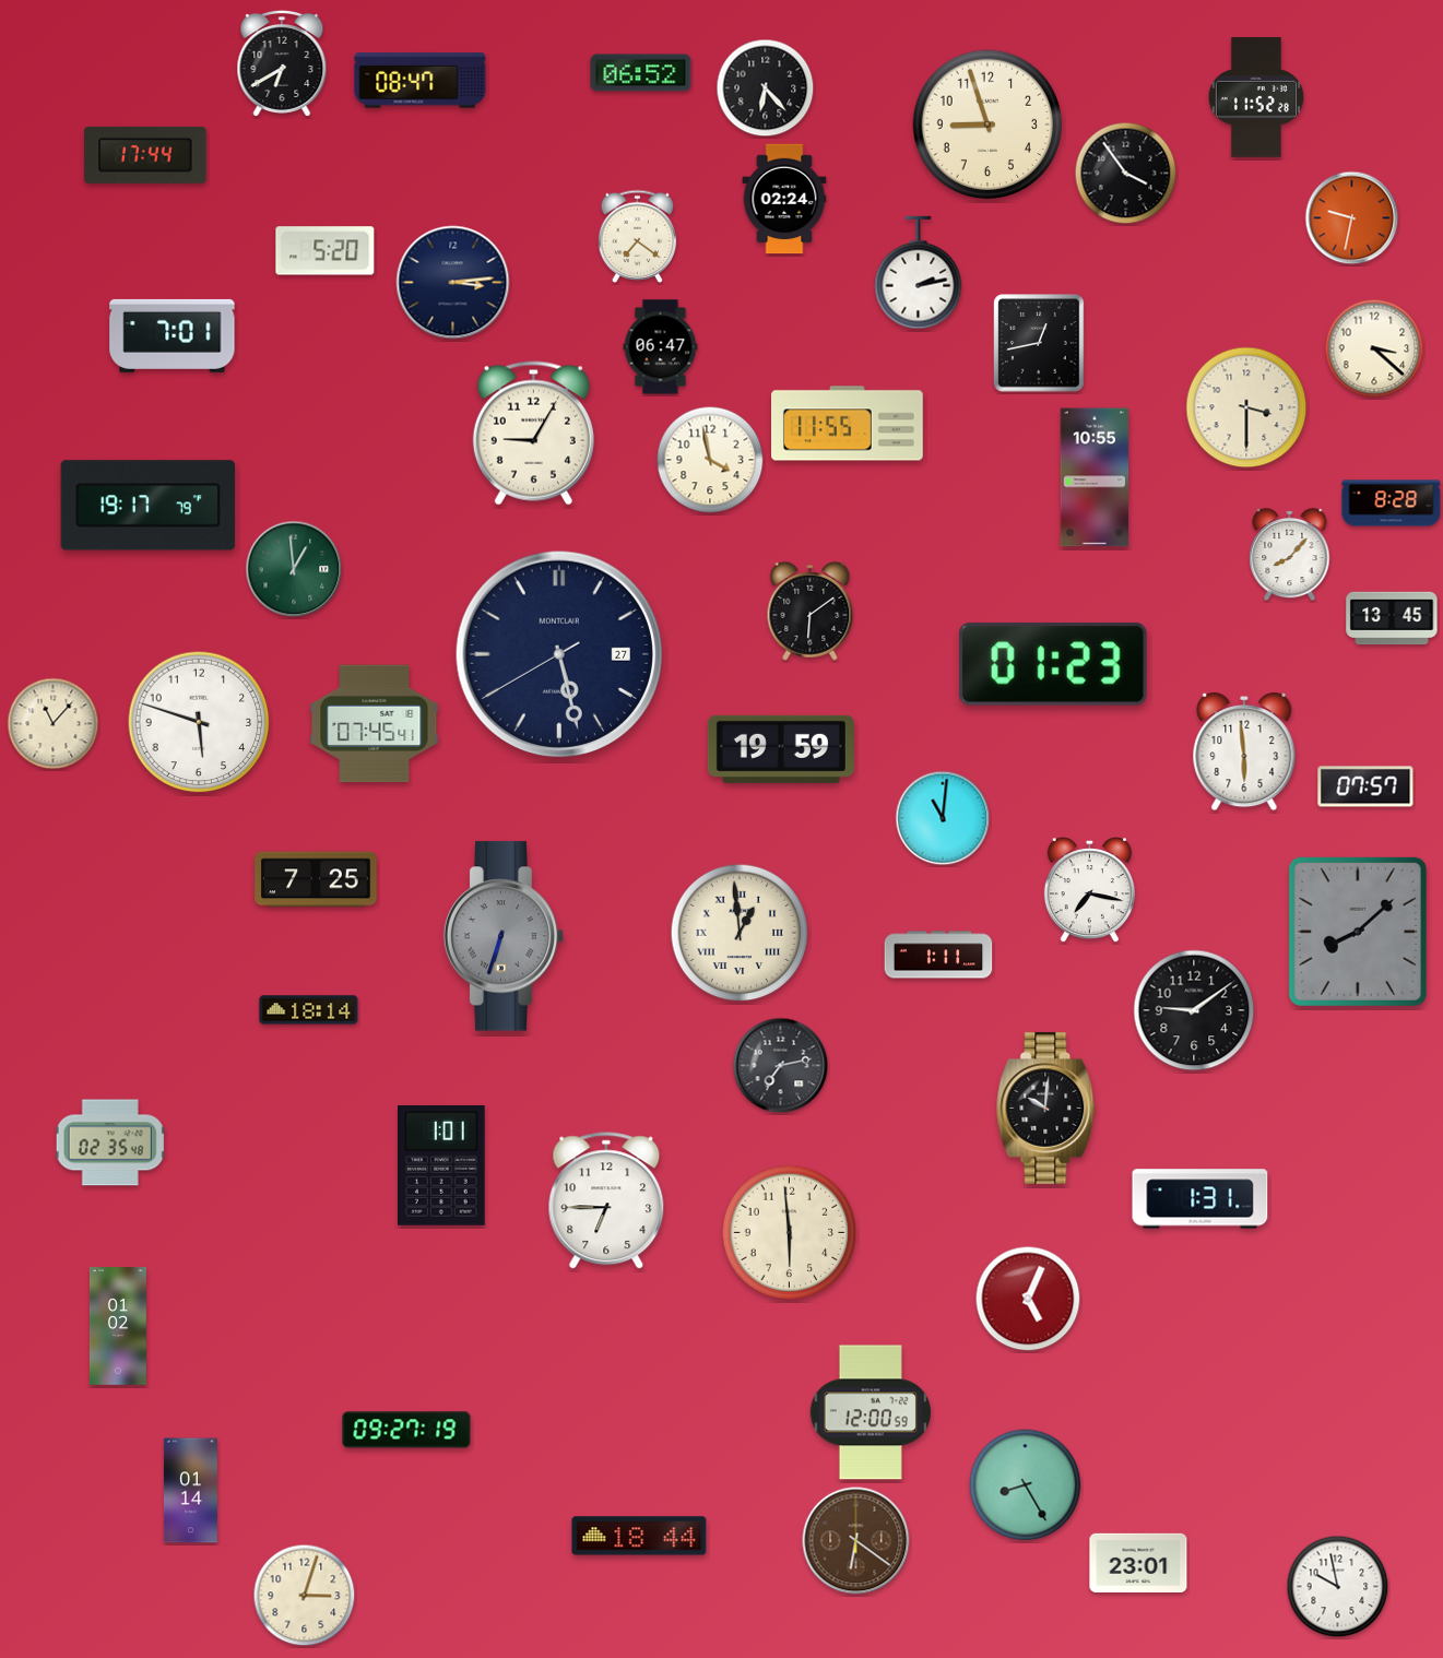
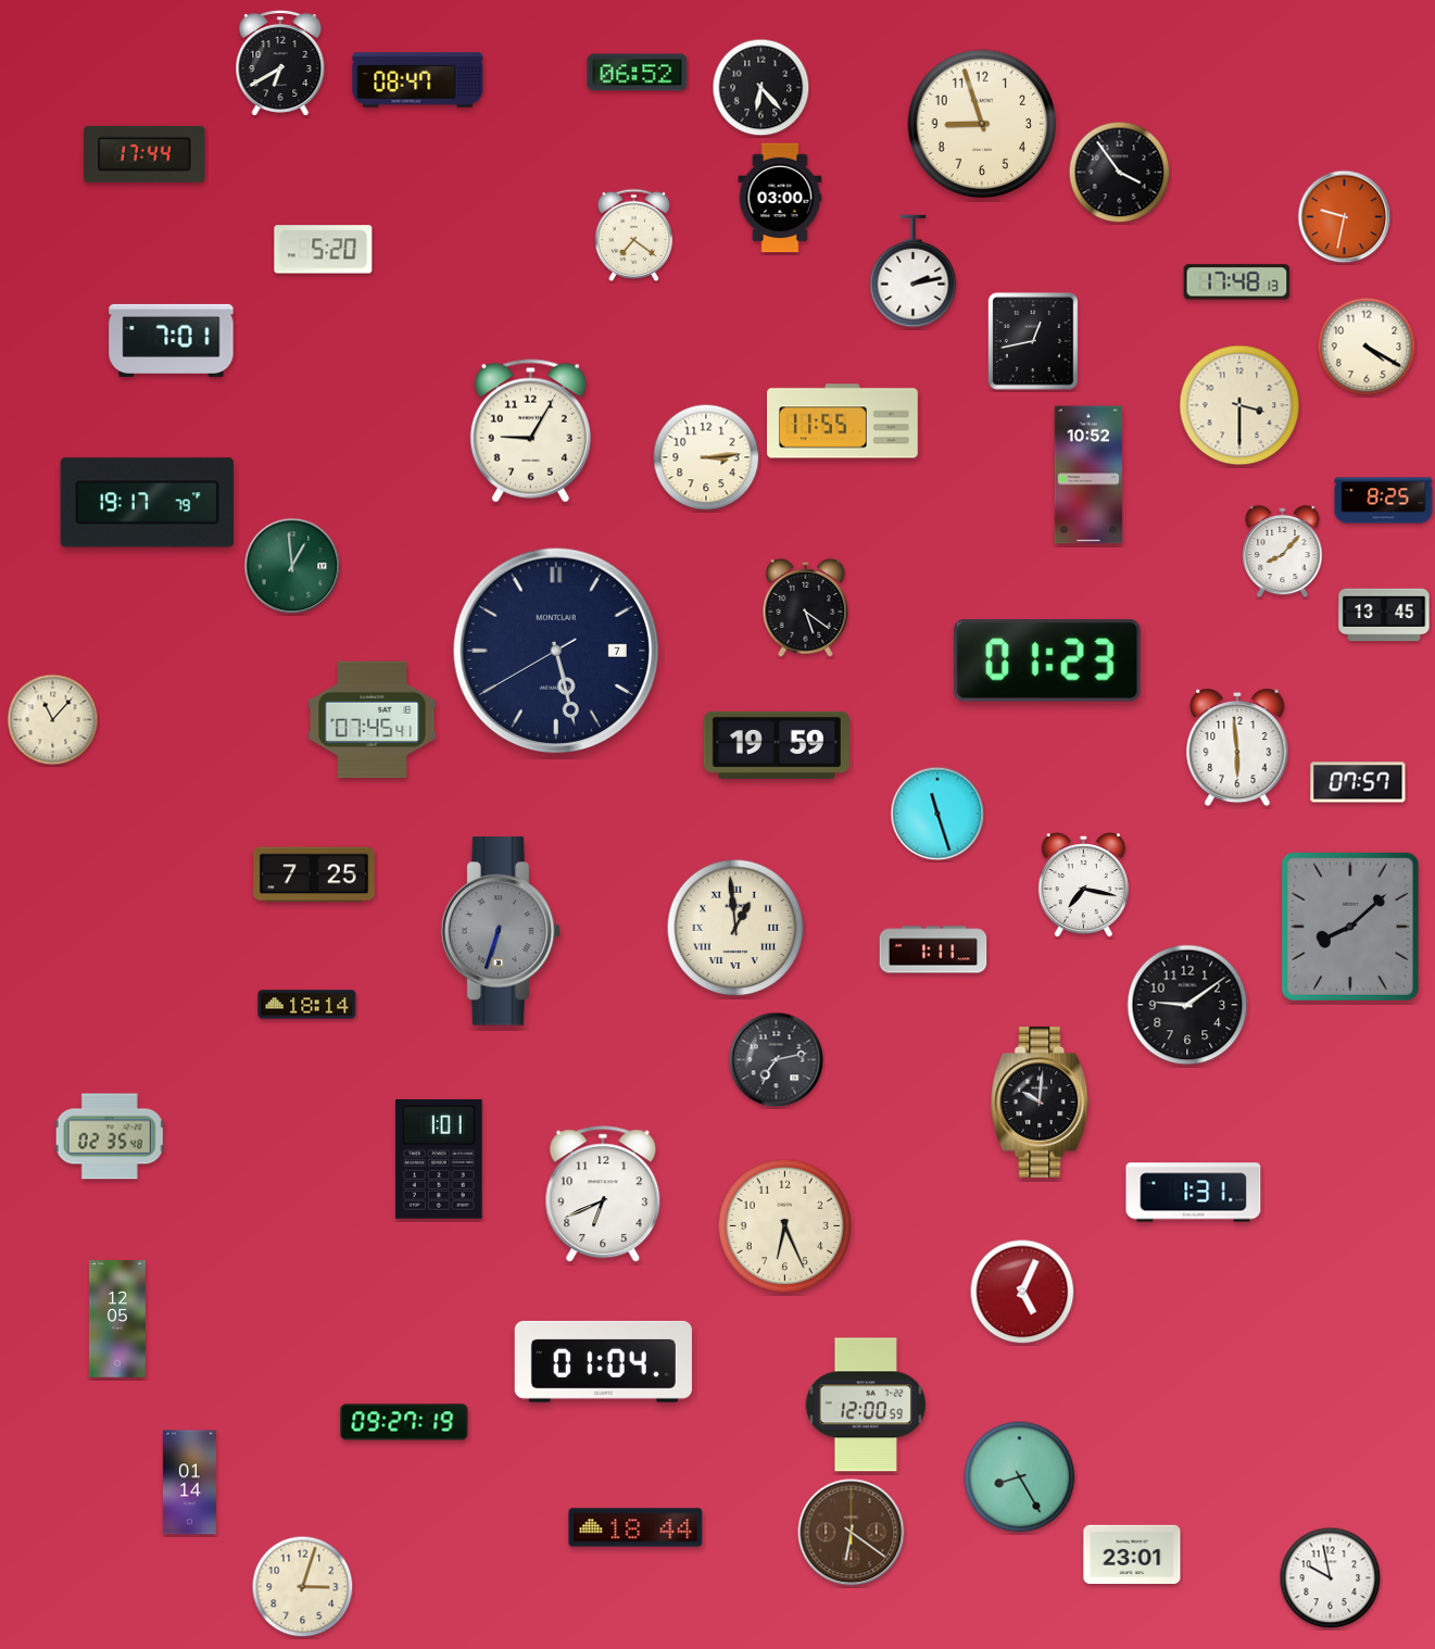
clock at (1256, 97): 11:52 -> none
clock at (784, 199): 02:24 -> 03:00
clock at (453, 283): 3:14 -> none
clock at (1237, 282): none -> 17:48
clock at (173, 335) position: (173, 335) -> (172, 340)
clock at (661, 347): 06:47 -> none
clock at (1374, 348): 3:22 -> 4:20
clock at (710, 460): 3:58 -> 3:14
clock at (1095, 477): 10:55 -> 10:52
clock at (1392, 504): 8:28 -> 8:25
clock at (811, 611): 6:09 -> 5:21
clock at (558, 653) date: 27 -> 7
clock at (199, 722): 5:48 -> none
clock at (943, 818): 11:01 -> 11:27
clock at (606, 1201): 6:45 -> 6:41
clock at (790, 1233): 5:59 -> 6:26
clock at (118, 1327): 01:02 -> 12:05
clock at (603, 1361): none -> 01:04
